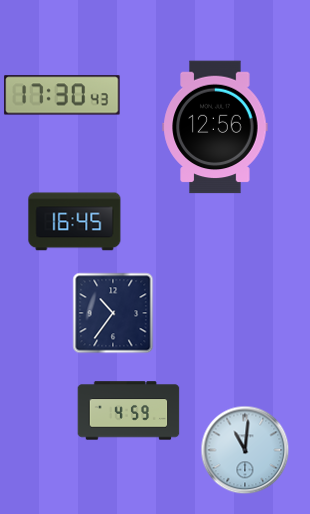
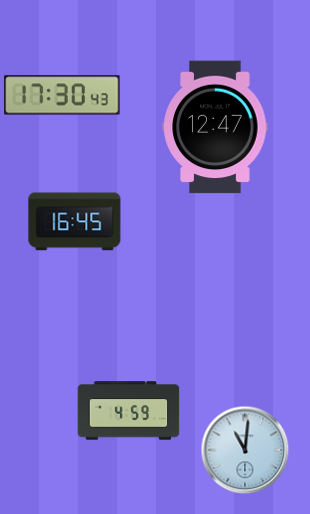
clock at (215, 127): 12:56 -> 12:47
clock at (113, 313): 10:36 -> none
